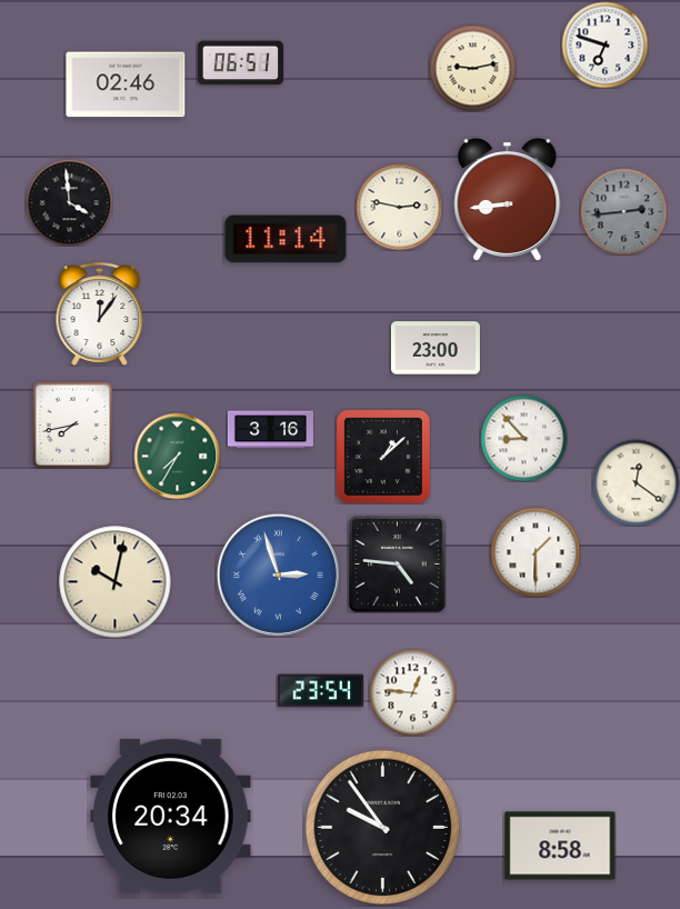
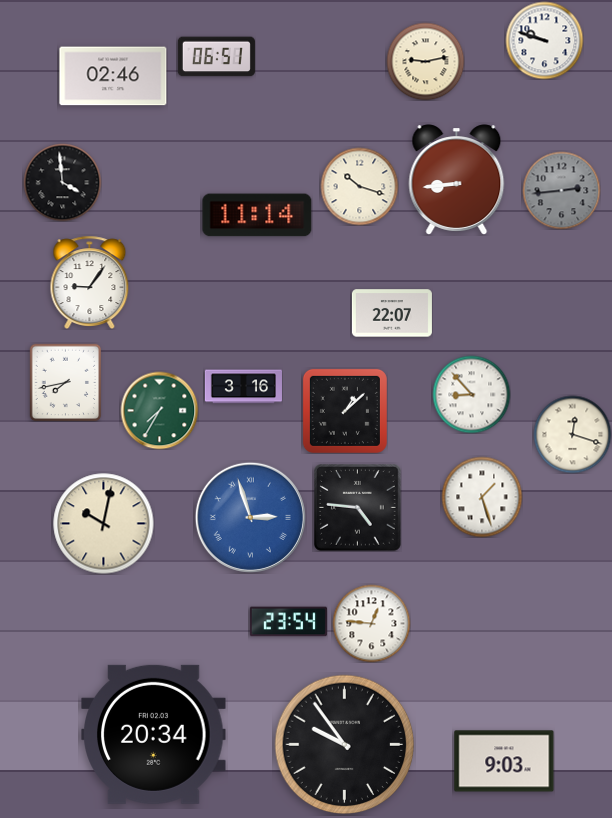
clock at (604, 44): 6:48 -> 9:48
clock at (399, 207): 2:47 -> 10:18
clock at (100, 313): 12:06 -> 9:06
clock at (436, 348): 23:00 -> 22:07
clock at (636, 482): 12:21 -> 12:18
clock at (536, 552): 1:30 -> 1:27
clock at (560, 846): 8:58 -> 9:03
